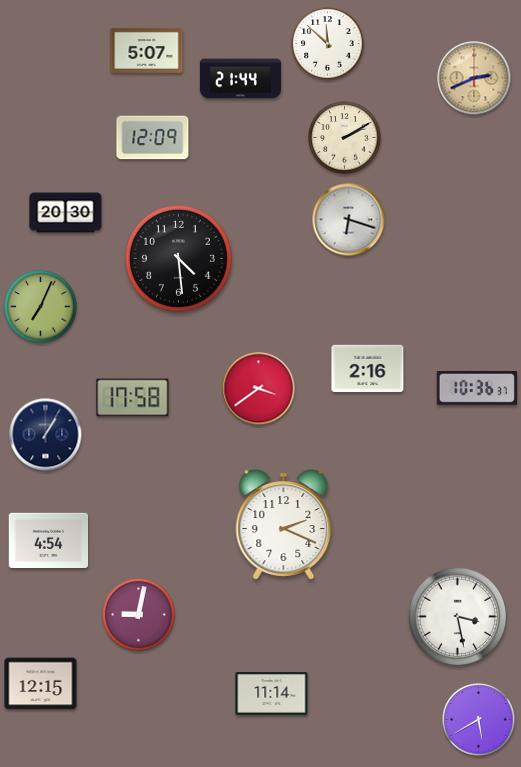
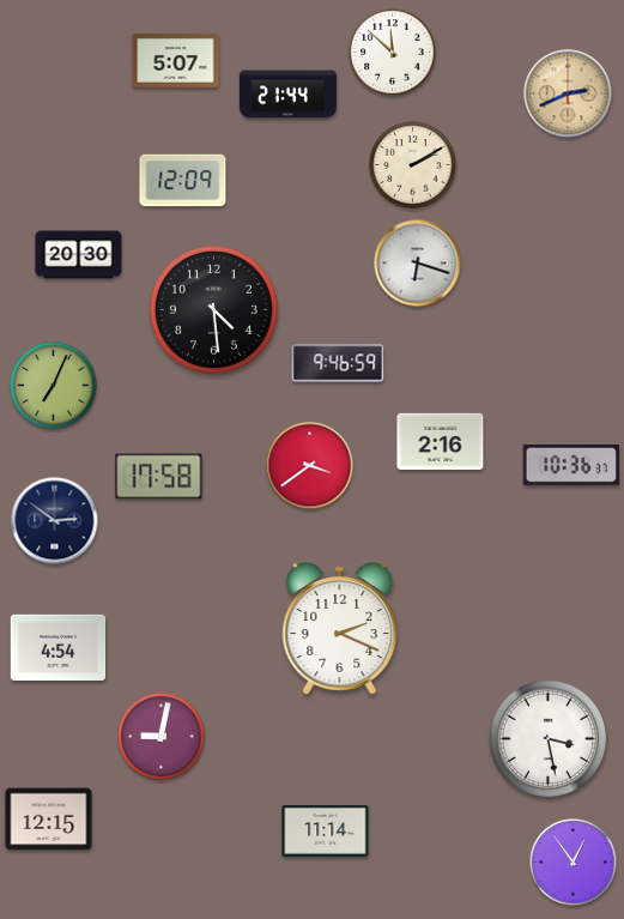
clock at (153, 138) position: (153, 138) -> (183, 181)
clock at (338, 363): none -> 9:46
clock at (41, 307) position: (41, 307) -> (54, 386)
clock at (46, 435): 1:05 -> 2:51
clock at (139, 615) position: (139, 615) -> (162, 737)
clock at (479, 720): 5:40 -> 12:54
